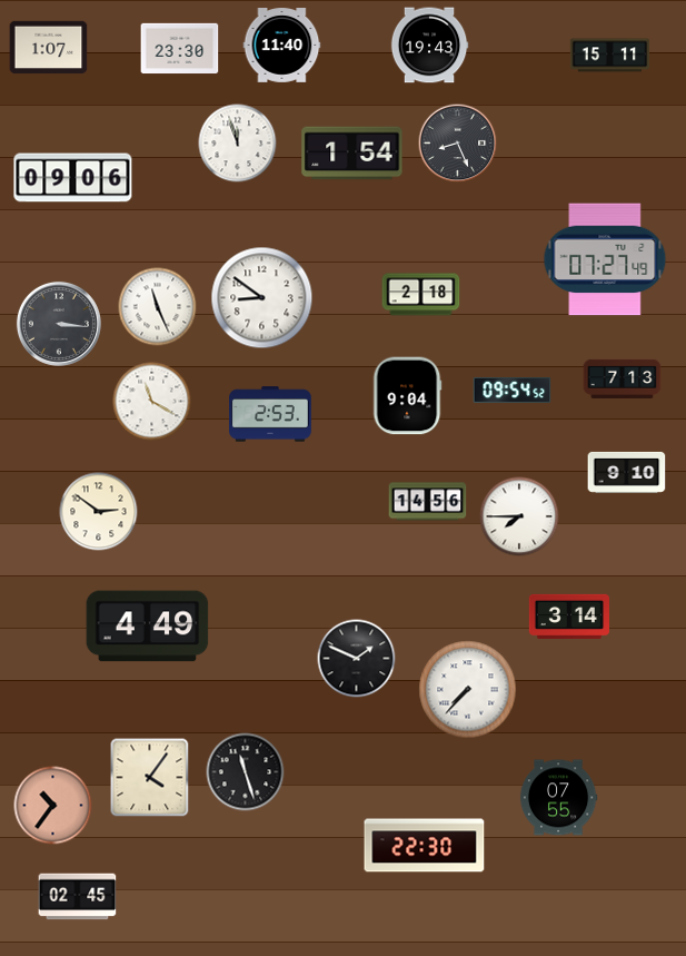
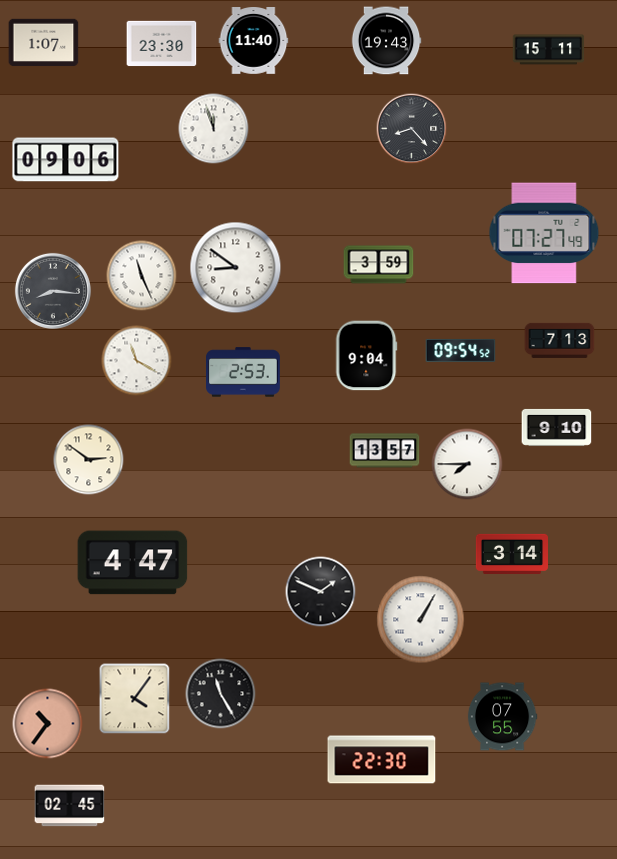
clock at (458, 144): 8:26 -> 8:23
clock at (352, 154): 1:54 -> none
clock at (421, 295): 2:18 -> 3:59
clock at (59, 324): 3:16 -> 8:16
clock at (627, 472) position: (627, 472) -> (557, 427)
clock at (428, 502): 14:56 -> 13:57
clock at (148, 627): 4:49 -> 4:47
clock at (468, 690): 7:37 -> 1:05
clock at (246, 772): 11:27 -> 11:25
